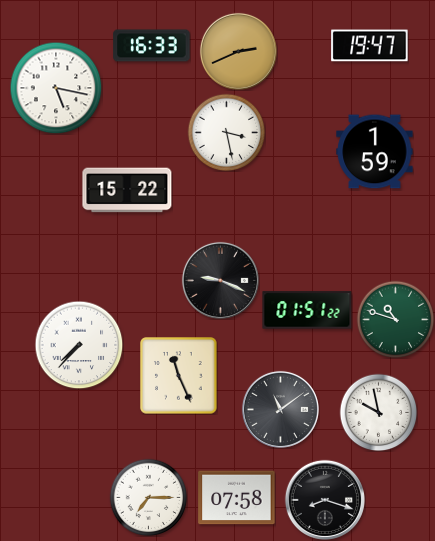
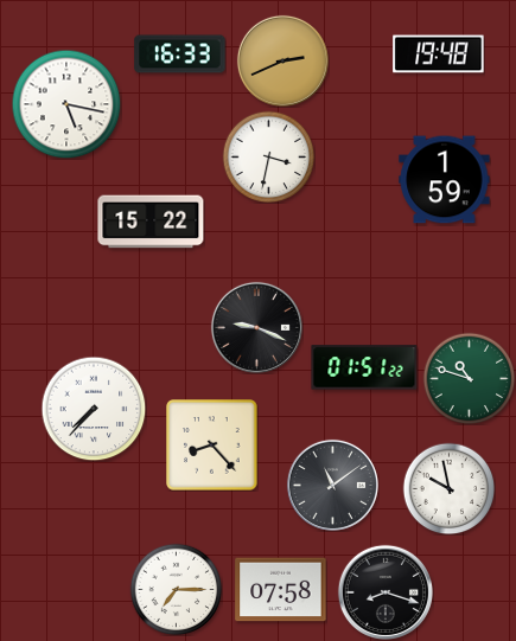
clock at (370, 46): 19:47 -> 19:48
clock at (226, 132): 3:28 -> 3:32
clock at (127, 190) position: (127, 190) -> (151, 222)
clock at (220, 280) position: (220, 280) -> (256, 327)
clock at (179, 376): 11:26 -> 8:23
